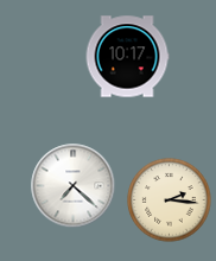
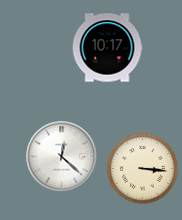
clock at (74, 186): 7:22 -> 12:22
clock at (170, 200): 2:16 -> 3:16
